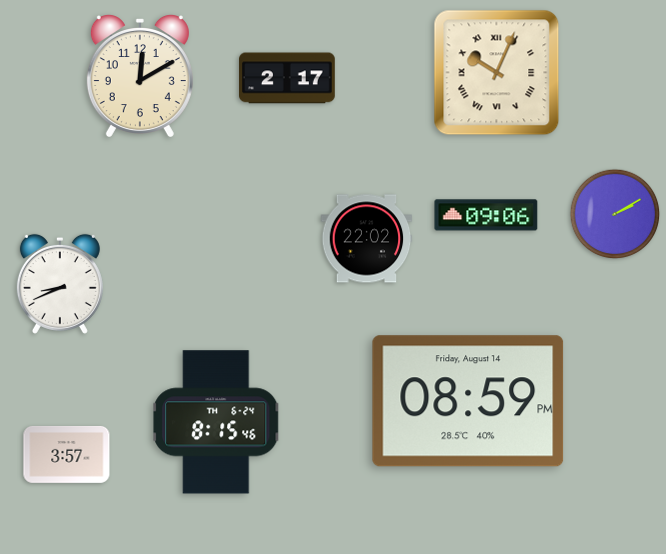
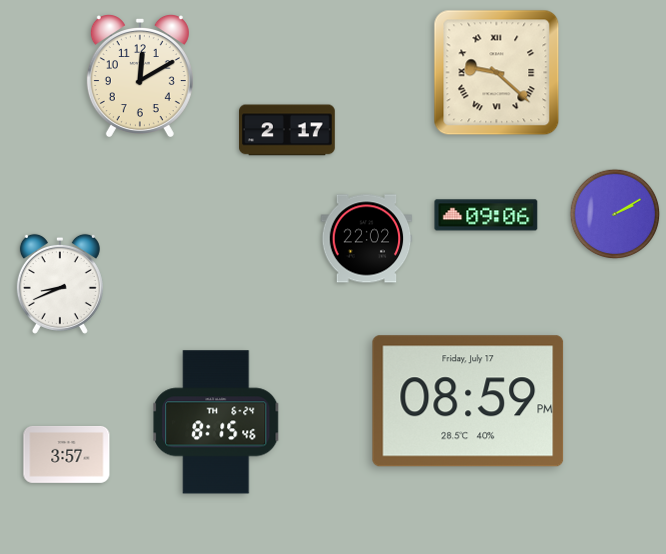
clock at (497, 73): 10:04 -> 9:22
clock at (288, 78) position: (288, 78) -> (288, 130)
clock at (468, 401) date: Friday, August 14 -> Friday, July 17
